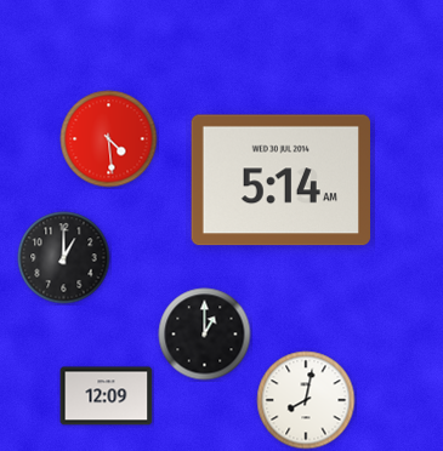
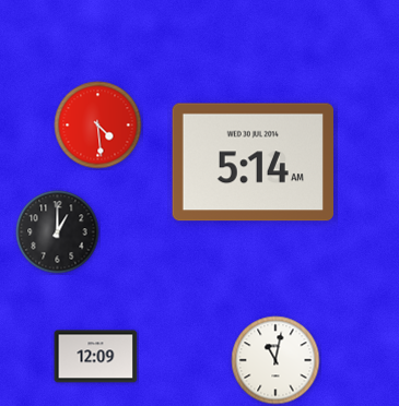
clock at (205, 335): 1:00 -> none
clock at (306, 400): 8:02 -> 11:02
